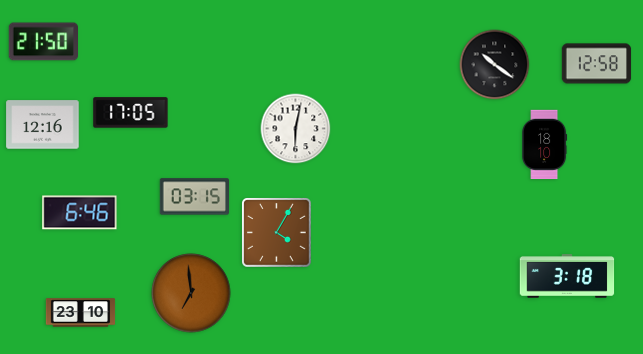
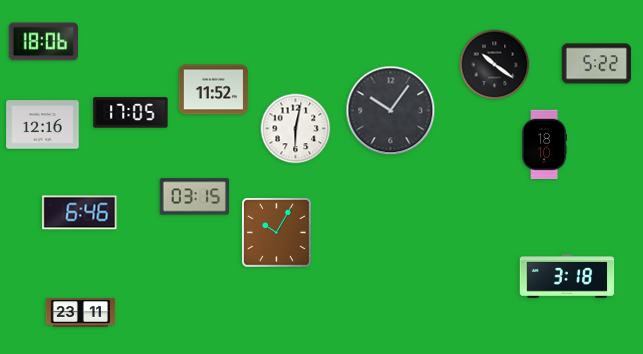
clock at (43, 42): 21:50 -> 18:06
clock at (597, 64): 12:58 -> 5:22
clock at (214, 90): none -> 11:52
clock at (391, 111): none -> 10:06
clock at (277, 233): 4:05 -> 10:05
clock at (191, 293): 6:59 -> none
clock at (81, 313): 23:10 -> 23:11
